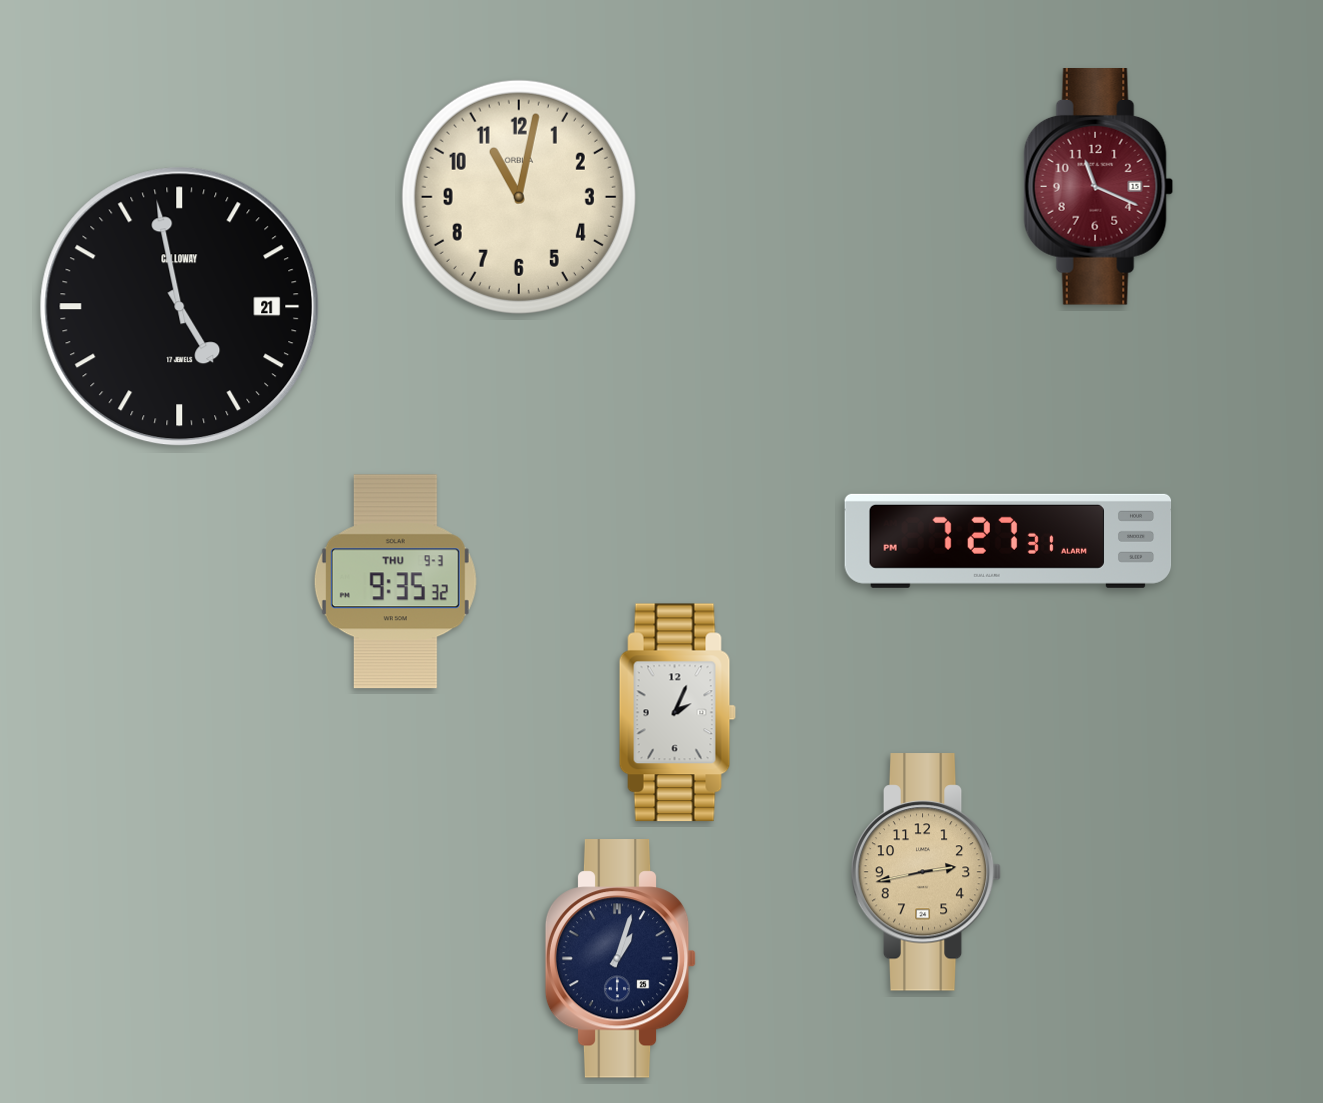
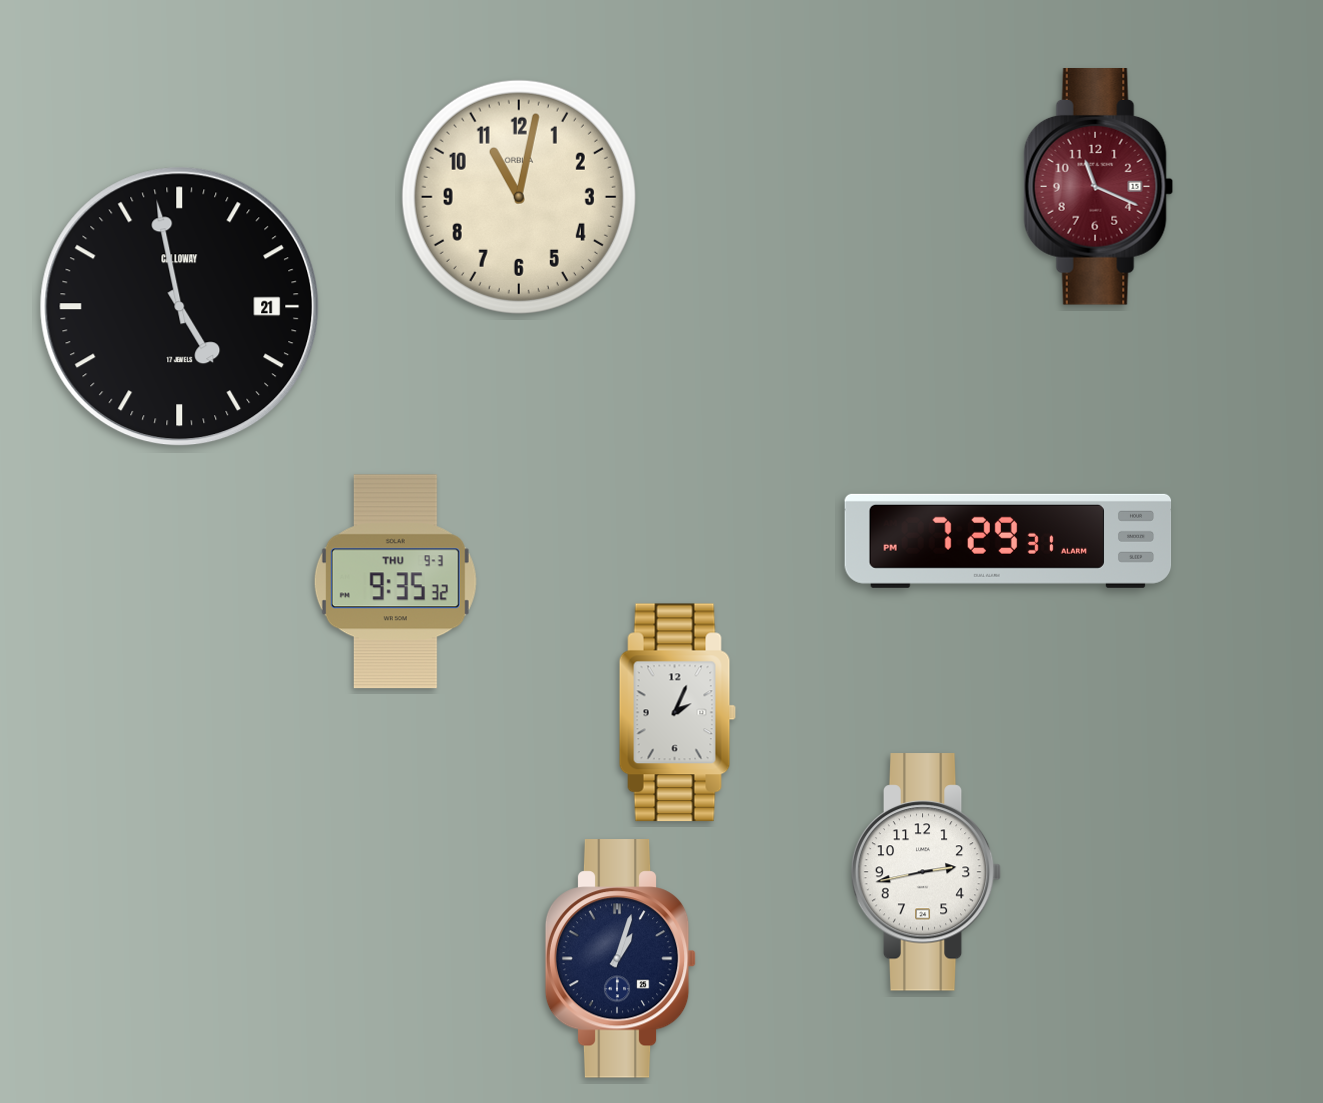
clock at (1008, 541): 7:27 -> 7:29
clock at (926, 872) dial: champagne -> white
